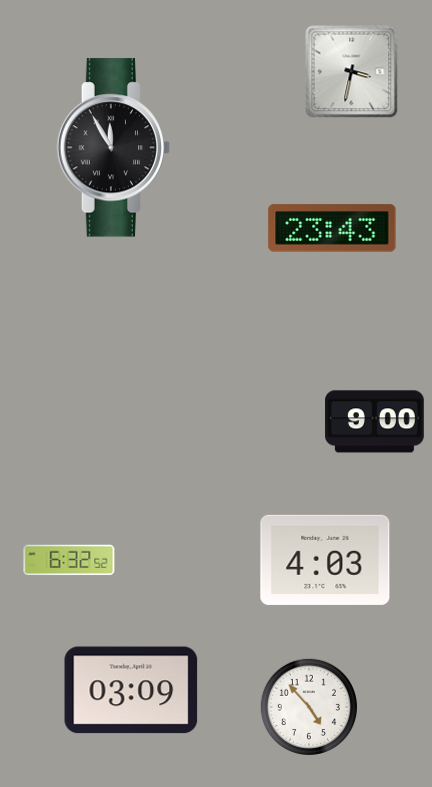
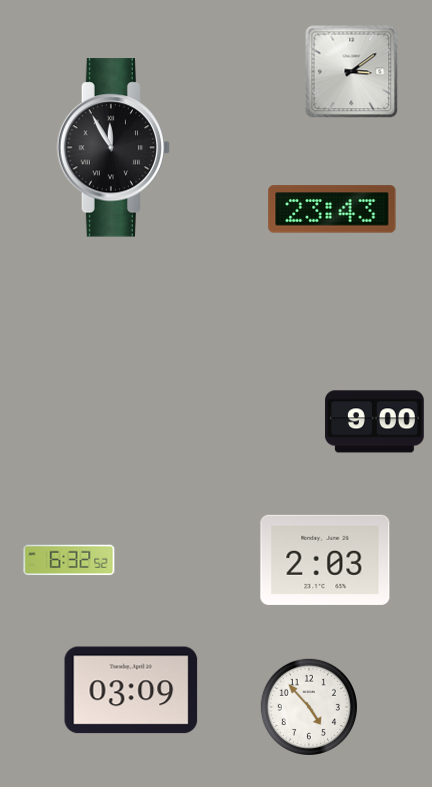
clock at (352, 72): 3:32 -> 3:09
clock at (332, 228) position: (332, 228) -> (332, 209)
clock at (325, 560): 4:03 -> 2:03
